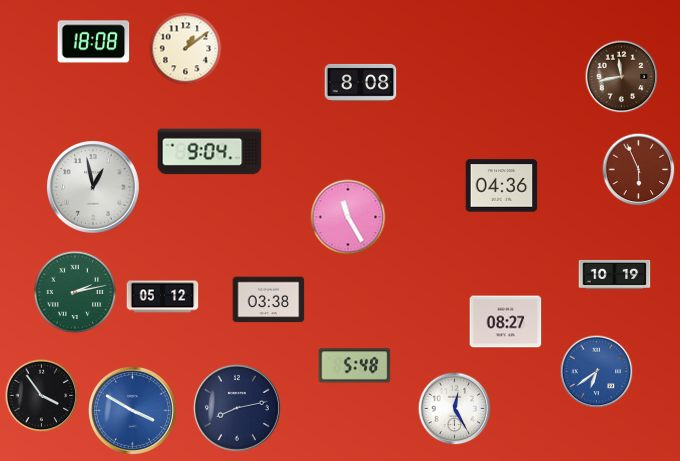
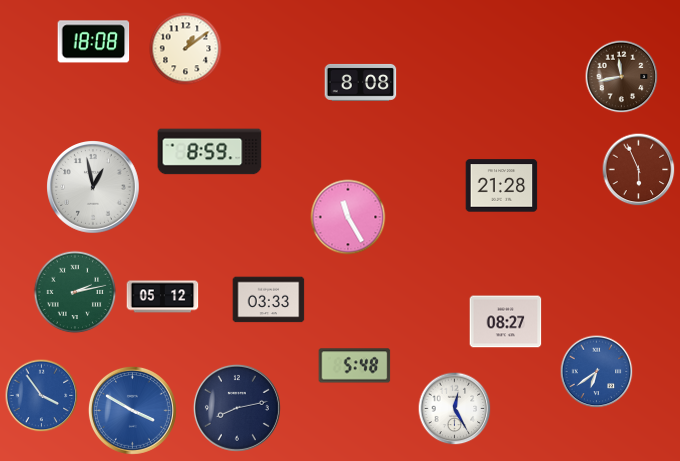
clock at (210, 152): 9:04 -> 8:59
clock at (502, 186): 04:36 -> 21:28
clock at (615, 274): 10:19 -> none
clock at (269, 300): 03:38 -> 03:33
clock at (42, 396) dial: black -> blue
